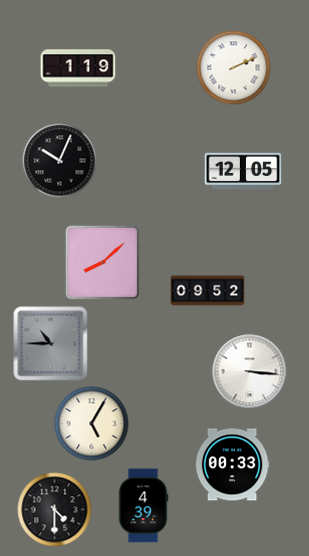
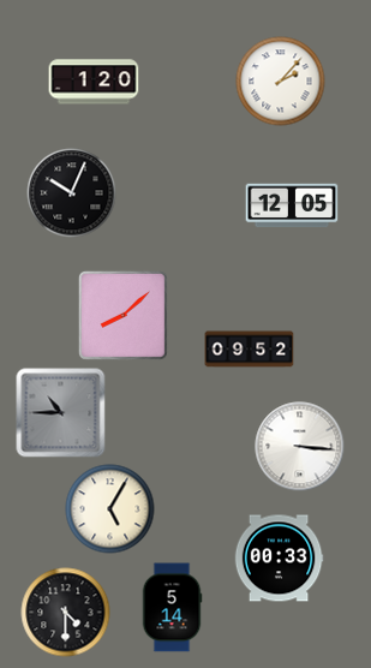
clock at (78, 68): 1:19 -> 1:20
clock at (234, 68): 2:11 -> 2:07
clock at (143, 506): 4:39 -> 5:14
